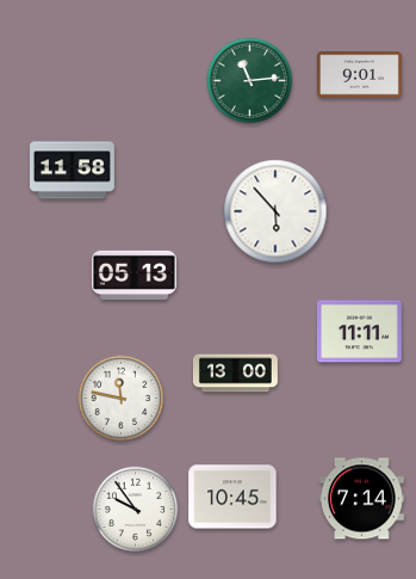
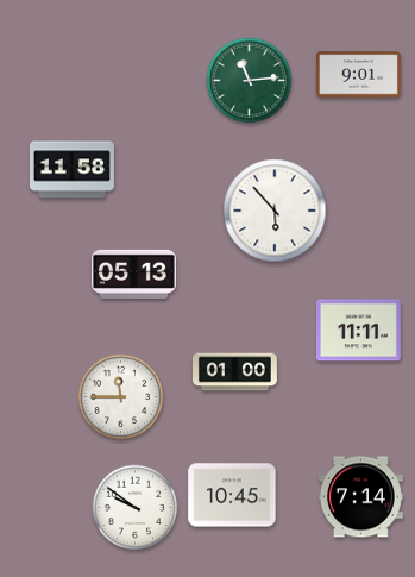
clock at (235, 374): 13:00 -> 01:00
clock at (122, 399): 11:47 -> 11:45
clock at (136, 510): 9:54 -> 9:51
